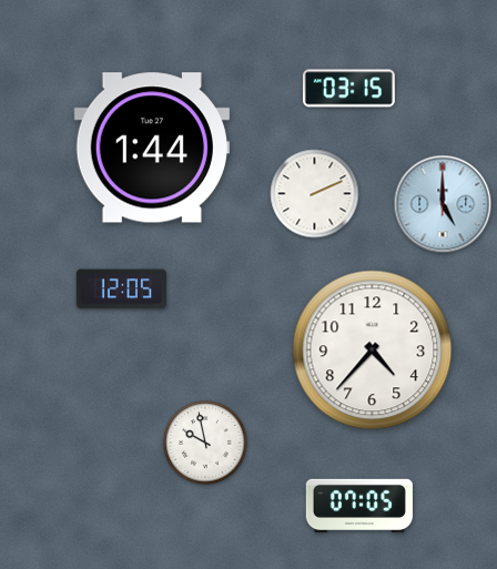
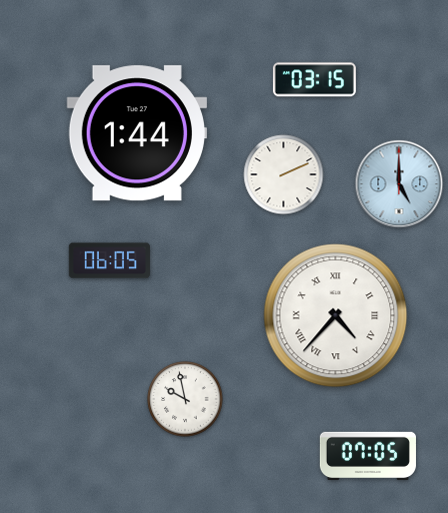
clock at (121, 289): 12:05 -> 06:05
clock at (373, 350) numerals: Arabic -> Roman
clock at (359, 505) position: (359, 505) -> (368, 455)
